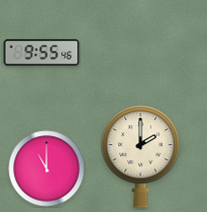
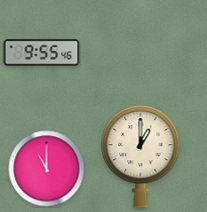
clock at (141, 157): 2:00 -> 1:00
